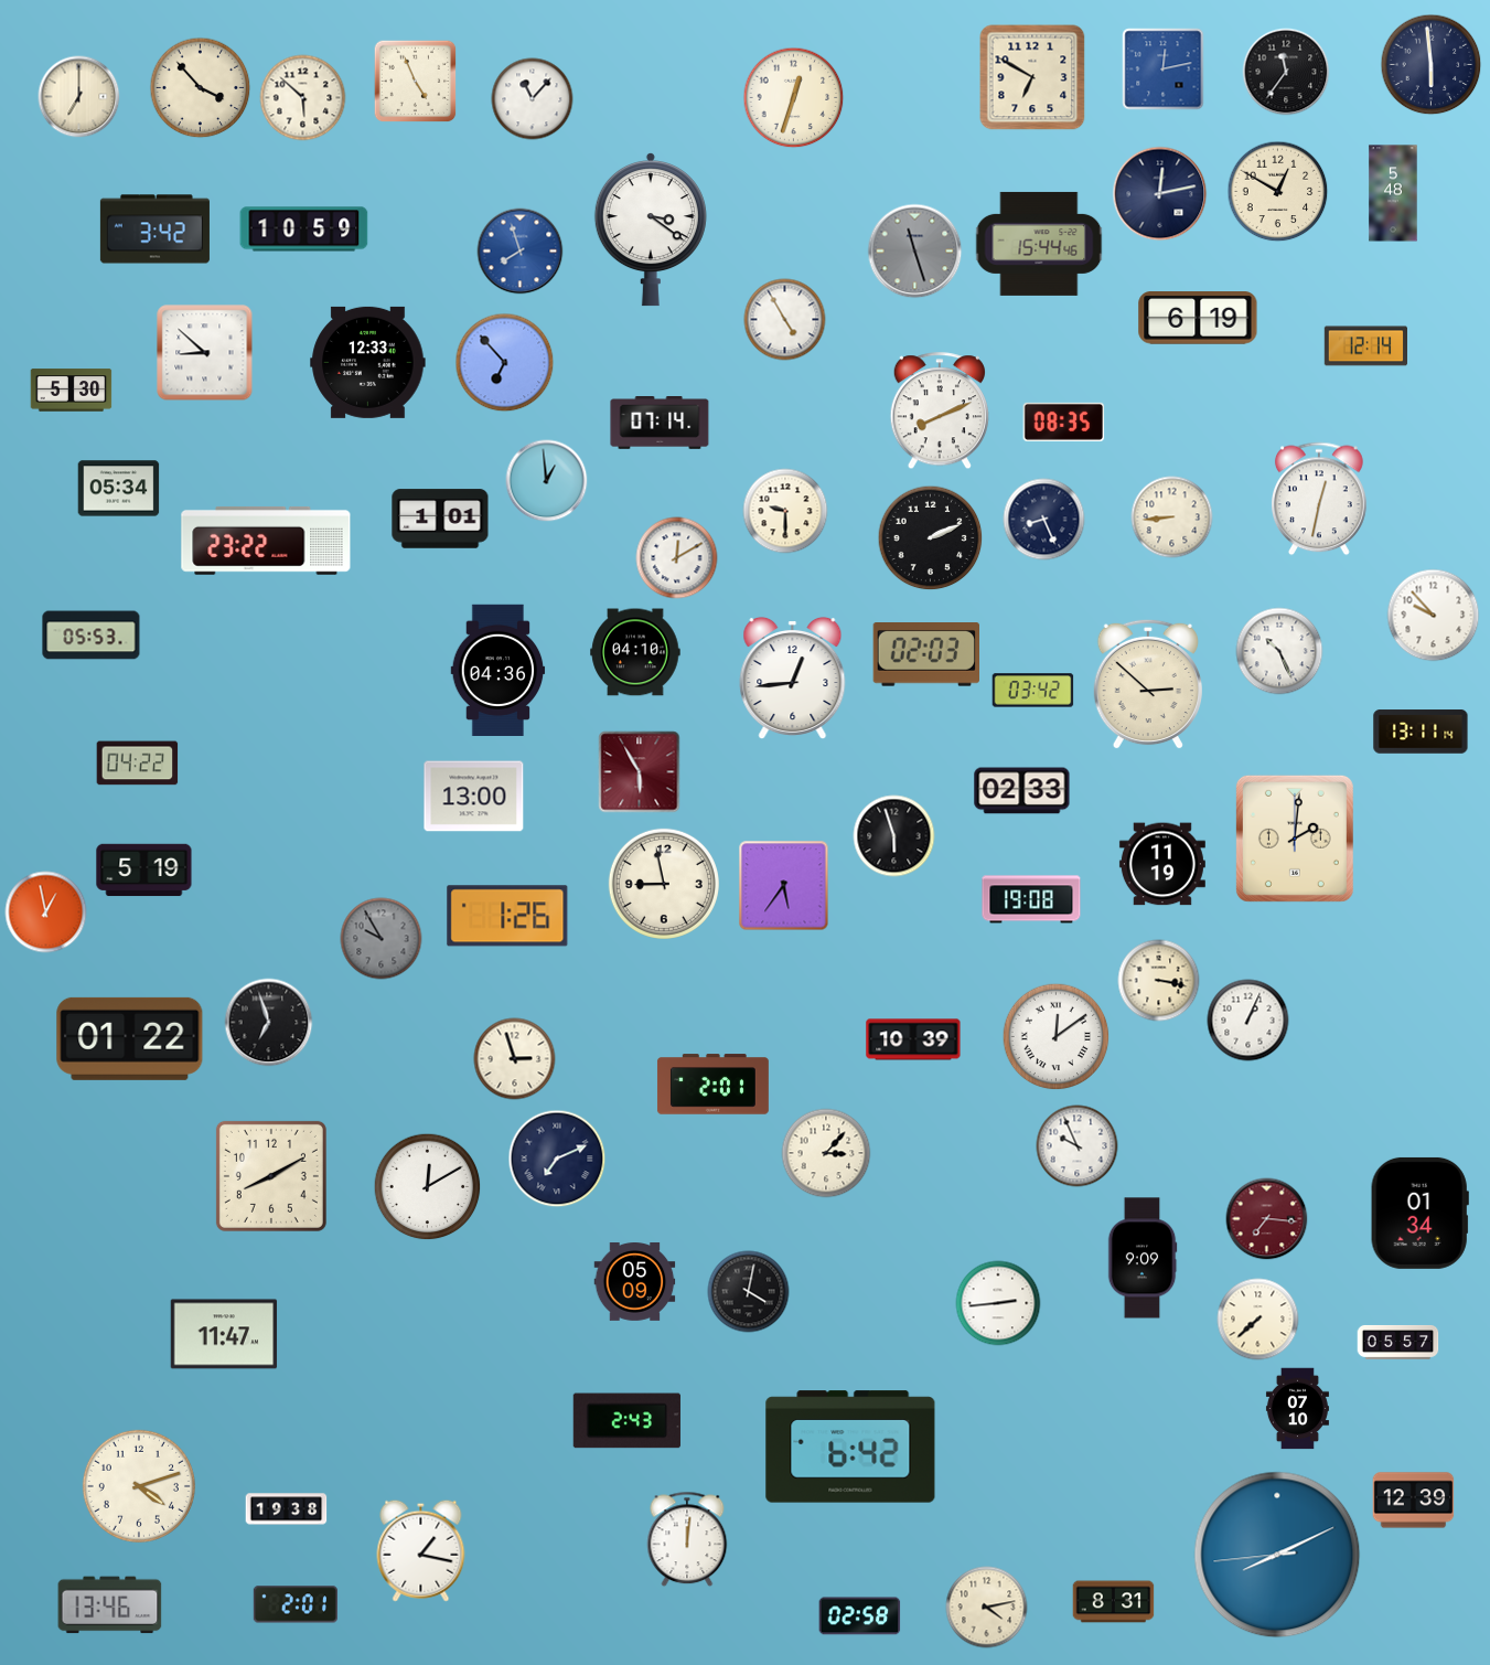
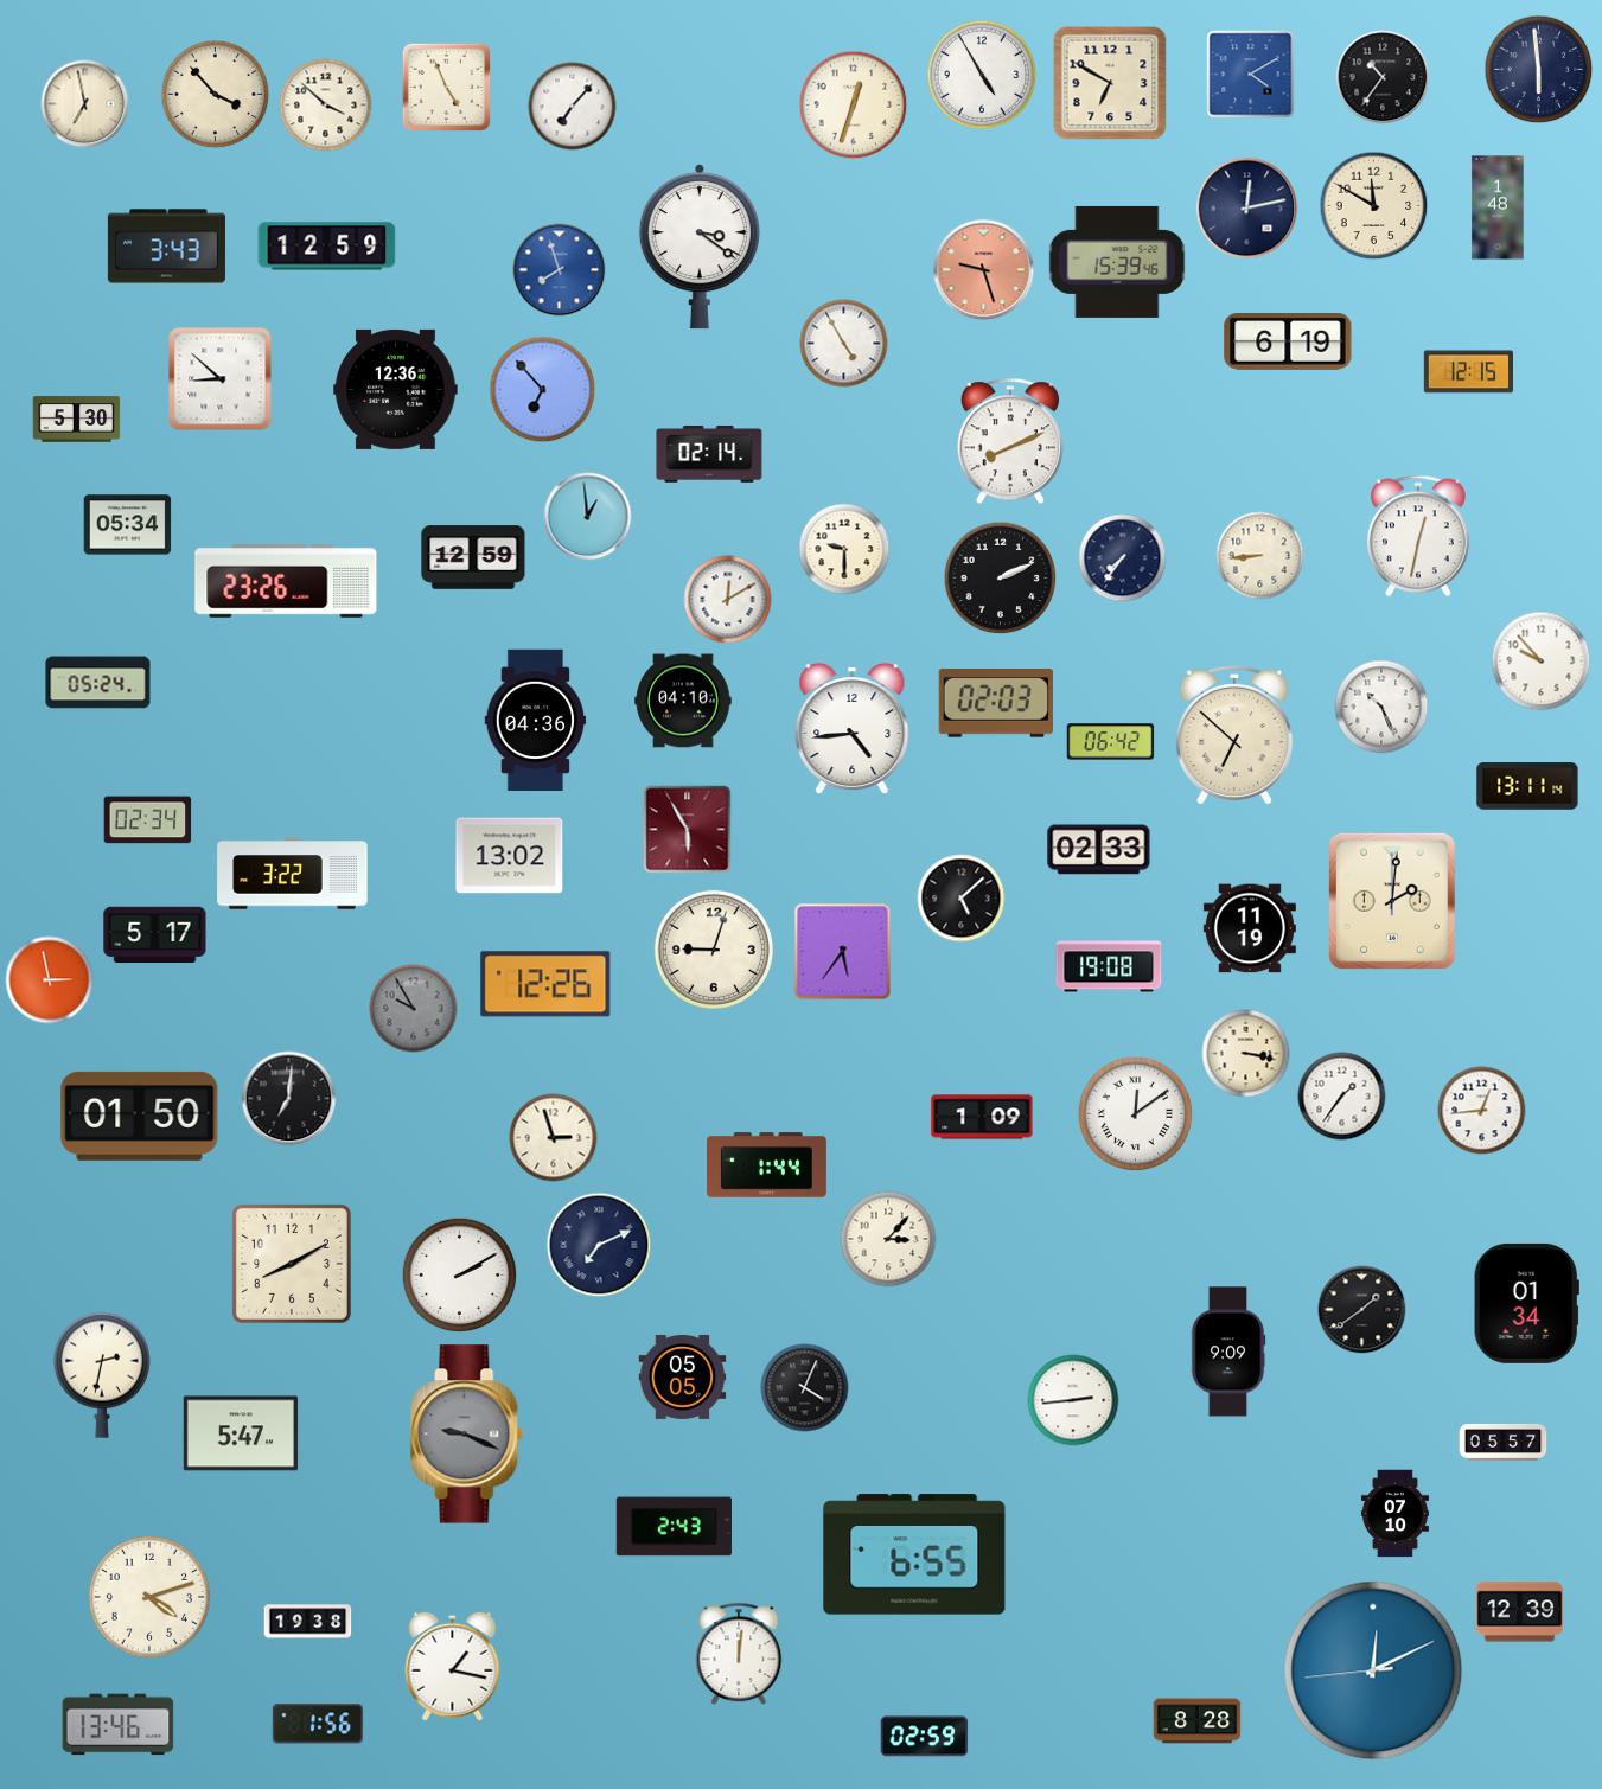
clock at (982, 75): none -> 4:55
clock at (1164, 70): 12:13 -> 4:10
clock at (1286, 72): 11:36 -> 10:36
clock at (79, 97): 7:00 -> 6:58
clock at (303, 98): 5:52 -> 3:52
clock at (533, 99): 11:07 -> 7:07
clock at (1278, 192): 12:50 -> 11:50
clock at (1393, 193): 5:48 -> 1:48
clock at (154, 230): 3:42 -> 3:43
clock at (304, 230): 10:59 -> 12:59
clock at (1039, 244): 15:44 -> 15:39
clock at (915, 252): 11:27 -> 9:27
clock at (915, 252) dial: grey -> salmon
clock at (1365, 346): 12:14 -> 12:15
clock at (368, 362): 12:33 -> 12:36
clock at (1064, 421): 08:35 -> none
clock at (660, 423): 07:14 -> 02:14
clock at (440, 519): 1:01 -> 12:59
clock at (1044, 520): 8:26 -> 7:36
clock at (266, 541): 23:22 -> 23:26
clock at (92, 636): 05:53 -> 05:24
clock at (1279, 651) position: (1279, 651) -> (1381, 707)
clock at (793, 679): 12:44 -> 4:44
clock at (1148, 684): 2:52 -> 6:52
clock at (1033, 691): 03:42 -> 06:42
clock at (138, 764): 04:22 -> 02:34
clock at (474, 797): 13:00 -> 13:02
clock at (293, 874): none -> 3:22
clock at (894, 836): 5:57 -> 5:08
clock at (144, 871): 5:19 -> 5:17
clock at (663, 883): 8:58 -> 9:03
clock at (46, 912): 12:58 -> 2:58
clock at (507, 916): 1:26 -> 12:26
clock at (382, 939) position: (382, 939) -> (414, 1009)
clock at (1248, 1021): 1:04 -> 1:36
clock at (269, 1023): 6:57 -> 7:01
clock at (1482, 1111): none -> 12:44
clock at (130, 1038): 01:22 -> 01:50
clock at (913, 1039): 10:39 -> 1:09
clock at (712, 1085): 2:01 -> 1:44
clock at (1078, 1146): 9:56 -> none
clock at (428, 1187): 12:10 -> 2:10
clock at (1267, 1219): 7:16 -> 1:39
clock at (1267, 1219) dial: burgundy -> black
clock at (102, 1375): none -> 2:32
clock at (635, 1282): 05:09 -> 05:05
clock at (749, 1292): 4:02 -> 4:04
clock at (1258, 1320): 7:38 -> none
clock at (224, 1334): 11:47 -> 5:47
clock at (467, 1435): none -> 9:19
clock at (850, 1447): 6:42 -> 6:55
clock at (1277, 1555): 8:10 -> 12:10
clock at (1114, 1602): 8:31 -> 8:28
clock at (296, 1604): 2:01 -> 1:56
clock at (987, 1608): 4:13 -> none
clock at (860, 1616): 02:58 -> 02:59
